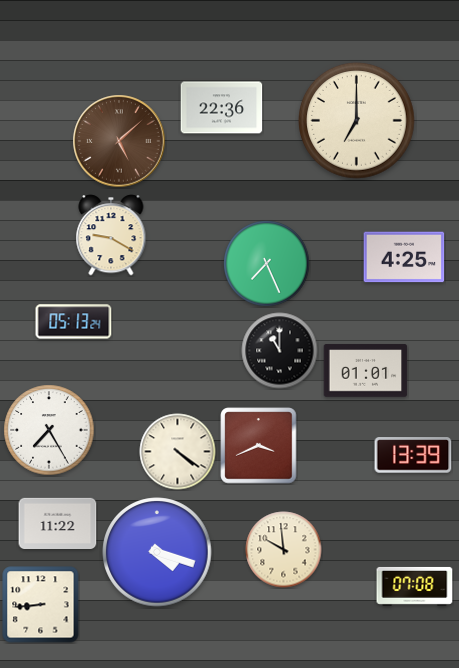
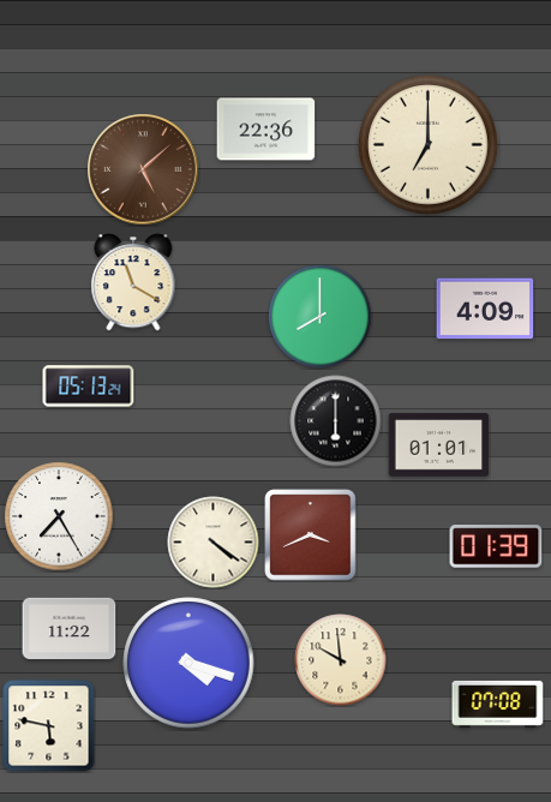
clock at (111, 235): 9:20 -> 11:20
clock at (404, 257): 4:25 -> 4:09
clock at (267, 264): 7:26 -> 8:00
clock at (280, 351): 11:00 -> 6:00
clock at (413, 455): 13:39 -> 01:39
clock at (41, 605): 8:44 -> 5:47
